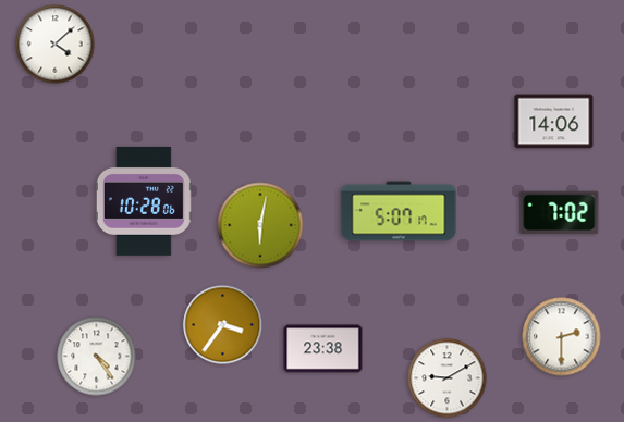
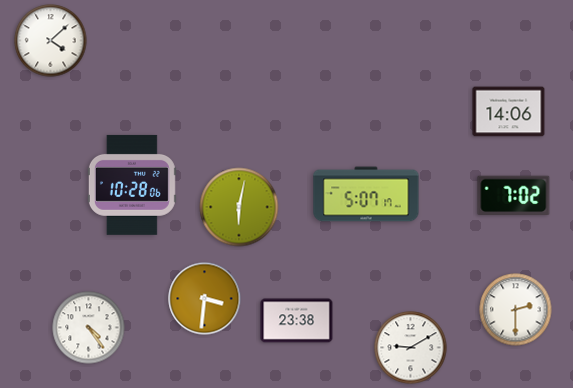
clock at (223, 325): 3:36 -> 3:31
